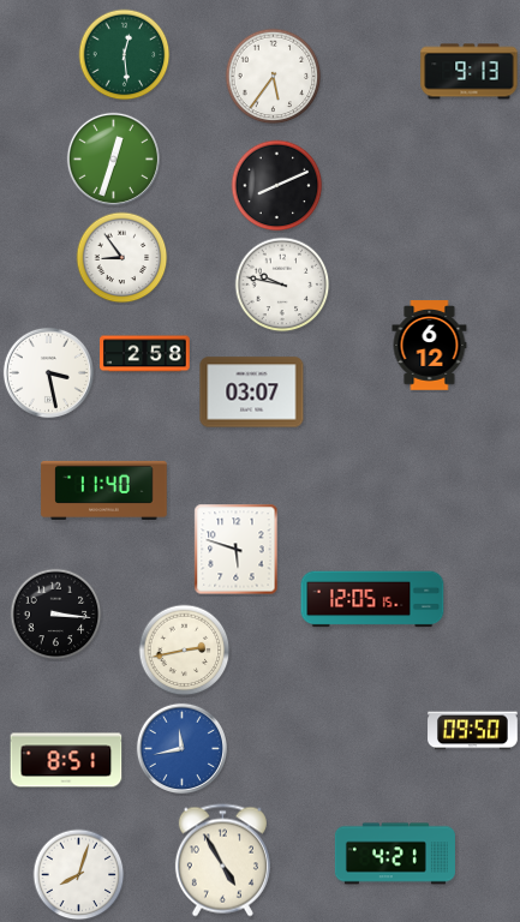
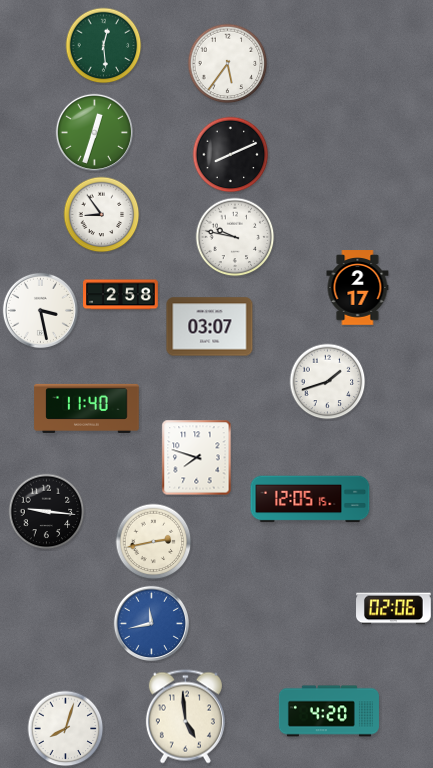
clock at (470, 72): 9:13 -> none
clock at (430, 346): 6:12 -> 2:17
clock at (328, 382): none -> 1:42
clock at (237, 550): 5:48 -> 7:48
clock at (56, 615): 3:16 -> 9:16
clock at (473, 731): 09:50 -> 02:06
clock at (66, 760): 8:51 -> none
clock at (395, 854): 4:21 -> 4:20
clock at (222, 861): 4:55 -> 4:59
